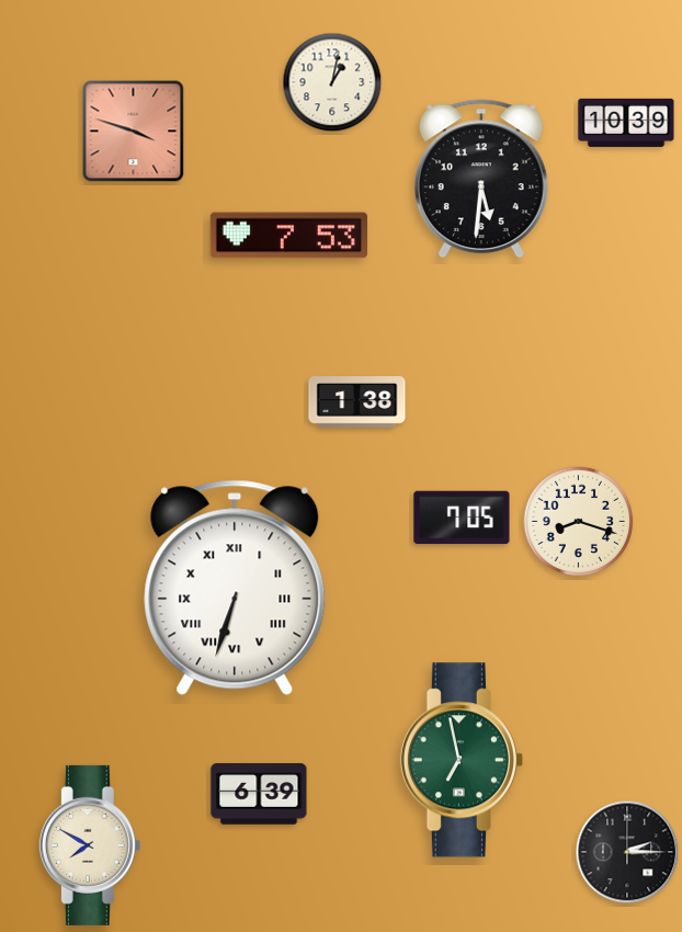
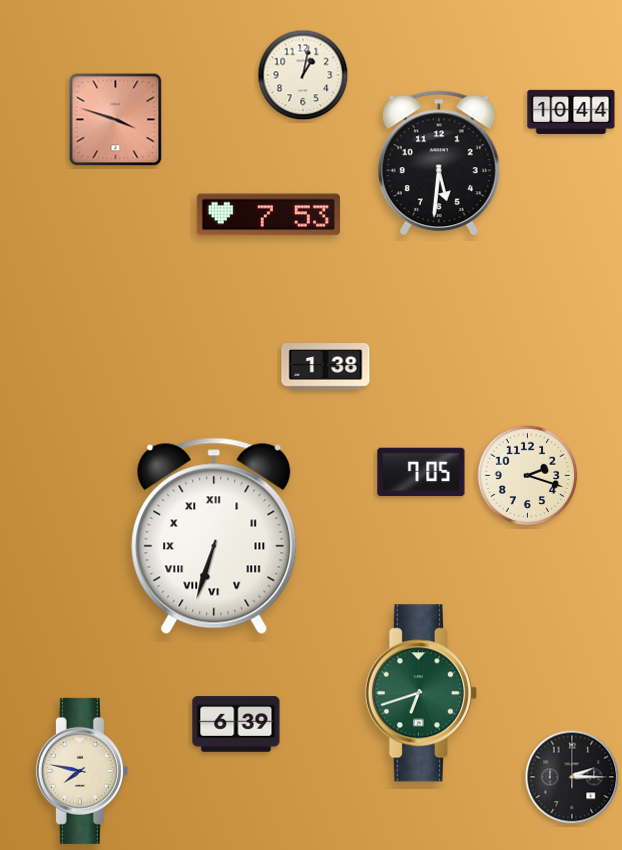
clock at (626, 123): 10:39 -> 10:44
clock at (134, 132) position: (134, 132) -> (116, 120)
clock at (288, 236) position: (288, 236) -> (268, 215)
clock at (579, 522): 8:18 -> 2:18
clock at (462, 760): 6:58 -> 6:42
clock at (90, 845): 7:50 -> 7:47
